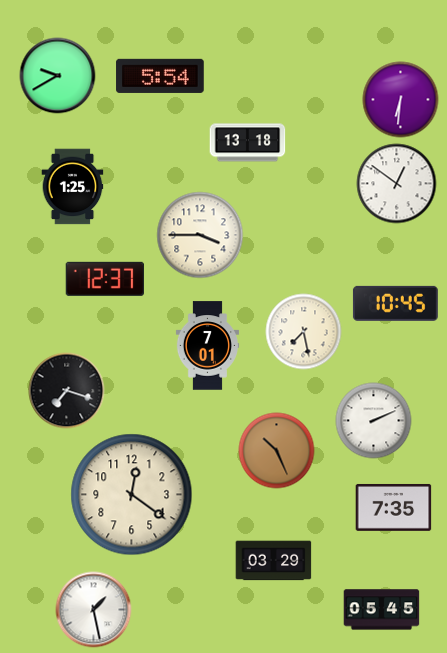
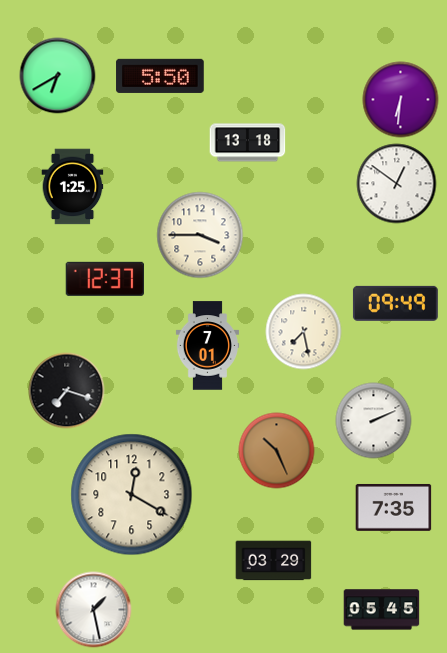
clock at (58, 76): 9:40 -> 6:40
clock at (160, 76): 5:54 -> 5:50
clock at (395, 303): 10:45 -> 09:49
clock at (132, 495): 12:21 -> 12:20
